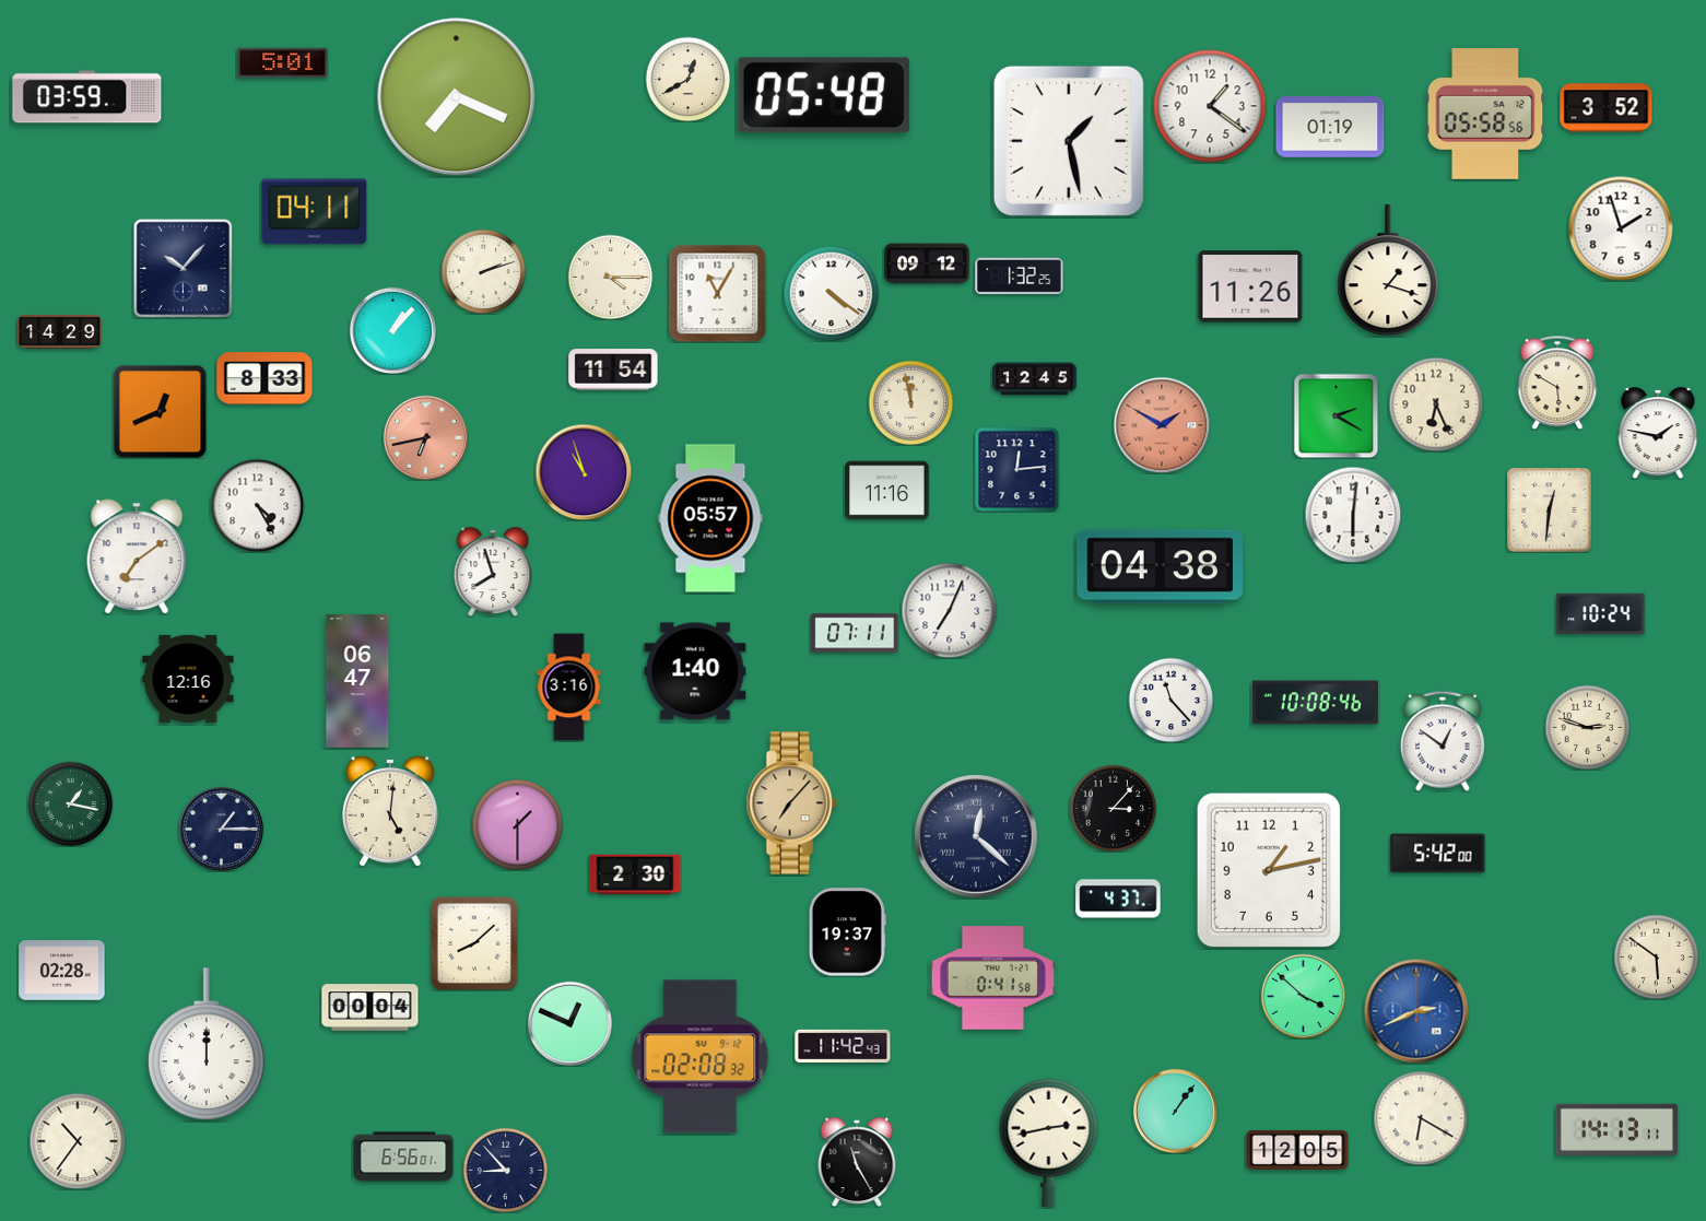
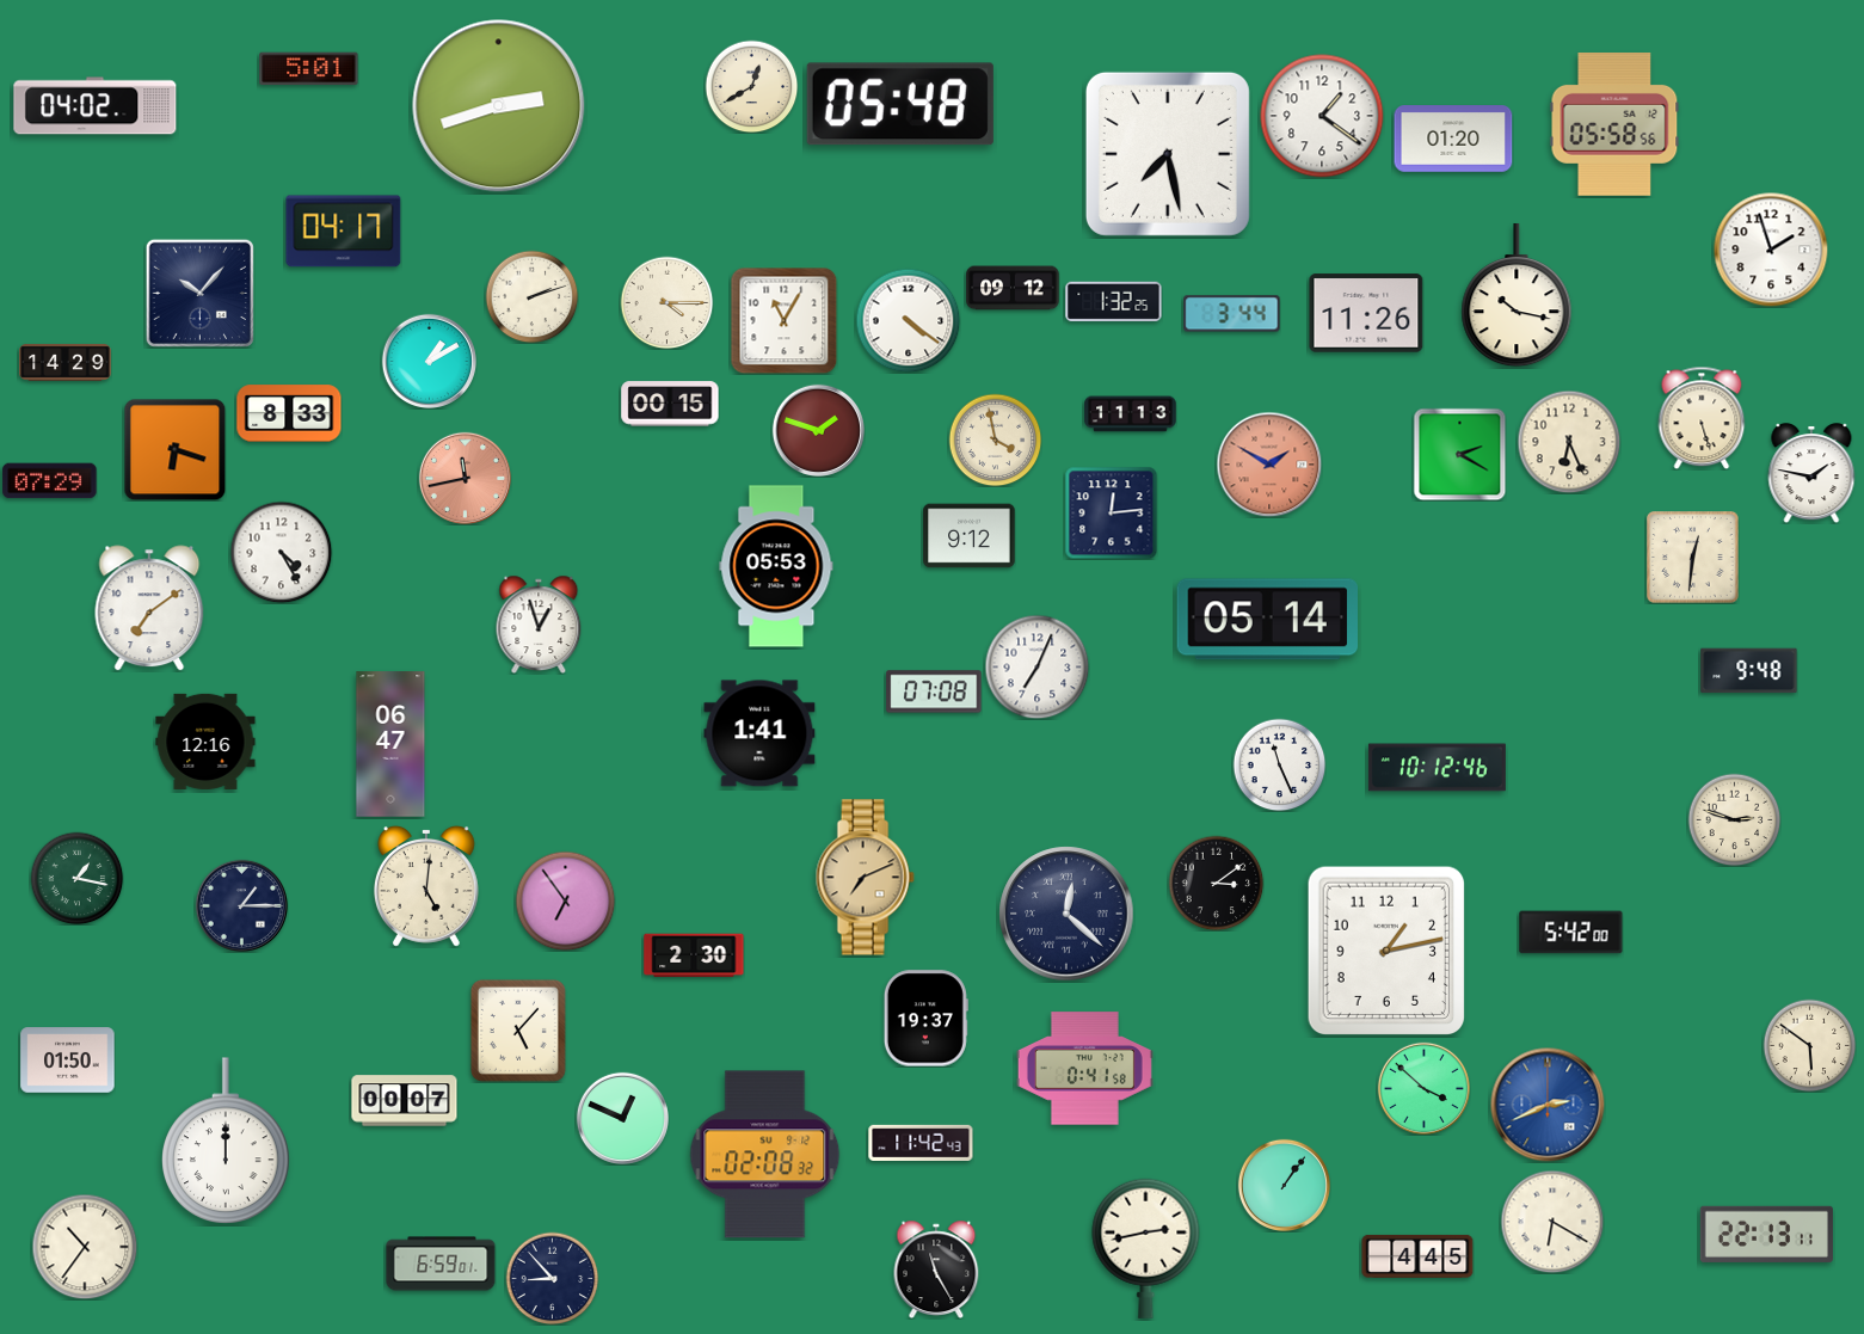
clock at (87, 97): 03:59 -> 04:02
clock at (457, 97): 7:19 -> 2:42
clock at (1607, 108): 3:52 -> none
clock at (1485, 115) position: (1485, 115) -> (1614, 125)
clock at (1330, 127): 01:19 -> 01:20
clock at (1069, 141): 1:28 -> 7:28
clock at (315, 212): 04:11 -> 04:17
clock at (483, 271) position: (483, 271) -> (531, 296)
clock at (1388, 271): 1:18 -> 10:17
clock at (1232, 314): none -> 3:44
clock at (392, 330): 1:07 -> 1:10
clock at (613, 369): 11:54 -> 00:15
clock at (1035, 379): 12:45 -> 11:13
clock at (1557, 383): 5:50 -> 5:27
clock at (818, 430): none -> 1:48
clock at (910, 402): 11:58 -> 3:58
clock at (160, 411): 12:41 -> 6:18
clock at (425, 437): 6:43 -> 11:43
clock at (50, 481): none -> 07:29
clock at (584, 472): 10:57 -> none
clock at (887, 491): 11:16 -> 9:12
clock at (1353, 515): 6:01 -> none
clock at (710, 518): 05:57 -> 05:53
clock at (1160, 567): 04:38 -> 05:14
clock at (493, 571): 7:57 -> 12:57
clock at (1601, 614): 10:24 -> 9:48
clock at (855, 633): 07:11 -> 07:08
clock at (695, 671): 1:40 -> 1:41
clock at (569, 688): 3:16 -> none
clock at (1170, 700): 11:23 -> 11:26
clock at (1315, 703): 10:08 -> 10:12
clock at (1587, 727) position: (1587, 727) -> (1734, 819)
clock at (1443, 741): 12:51 -> none
clock at (791, 803): 7:07 -> 7:11
clock at (1113, 808): 3:07 -> 3:09
clock at (517, 824): 1:30 -> 6:54
clock at (1118, 899): 4:37 -> none
clock at (474, 943): 8:08 -> 5:07
clock at (62, 971): 02:28 -> 01:50
clock at (370, 1008): 00:04 -> 00:07
clock at (1175, 1111) position: (1175, 1111) -> (1284, 1185)
clock at (1616, 1129): 14:13 -> 22:13
clock at (1297, 1150): 12:05 -> 4:45
clock at (403, 1157): 6:56 -> 6:59
